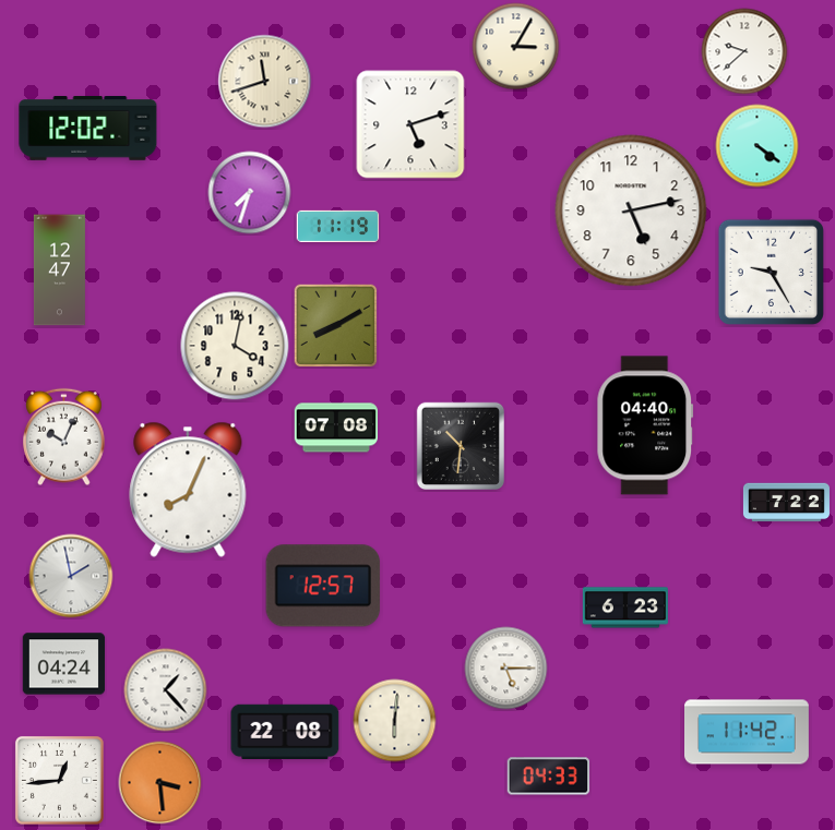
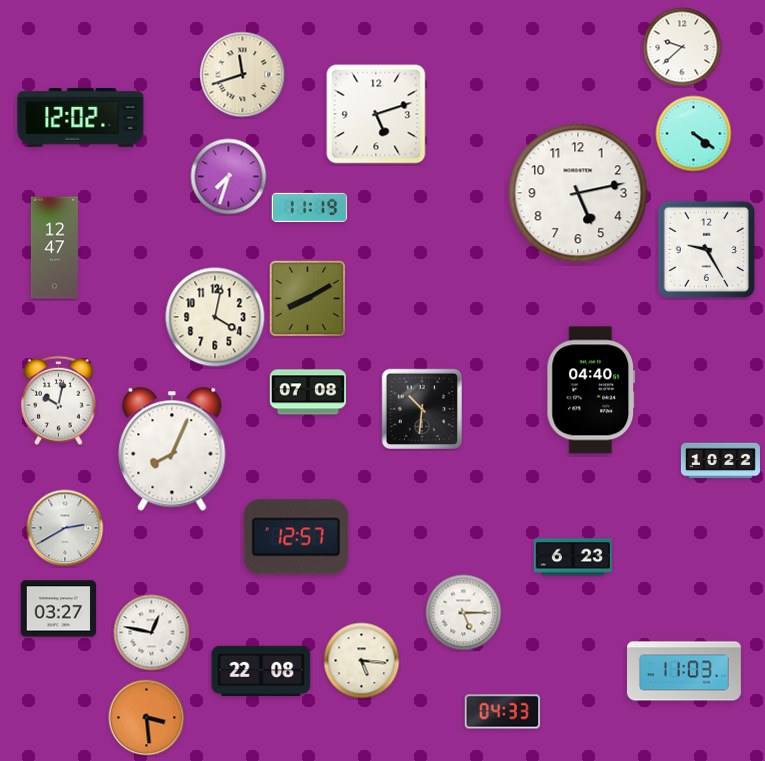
clock at (516, 47): 3:05 -> none
clock at (64, 437): 10:04 -> 10:02
clock at (786, 503): 7:22 -> 10:22
clock at (71, 576): 1:58 -> 2:40
clock at (64, 664): 04:24 -> 03:27
clock at (166, 690): 1:23 -> 12:47
clock at (395, 721): 6:01 -> 5:16
clock at (748, 732): 11:42 -> 11:03
clock at (60, 781): 12:44 -> none
